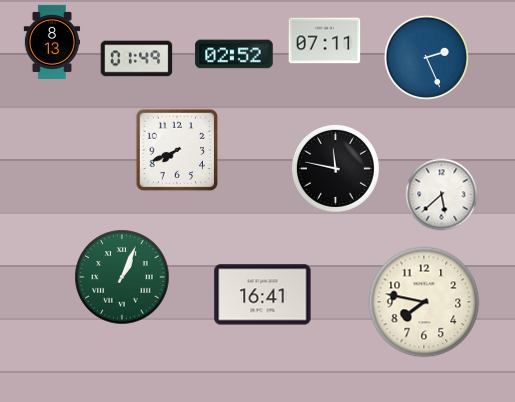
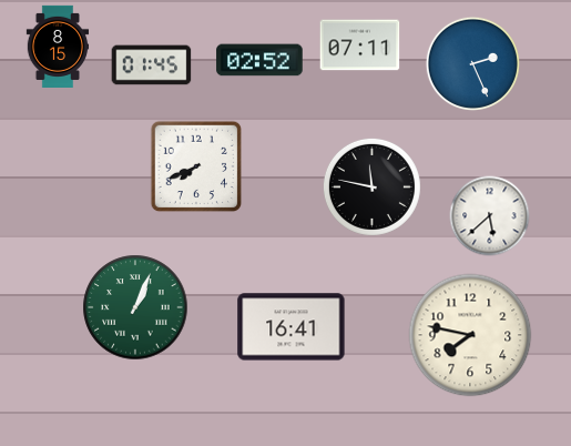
clock at (52, 41): 8:13 -> 8:15
clock at (137, 59): 01:49 -> 01:45
